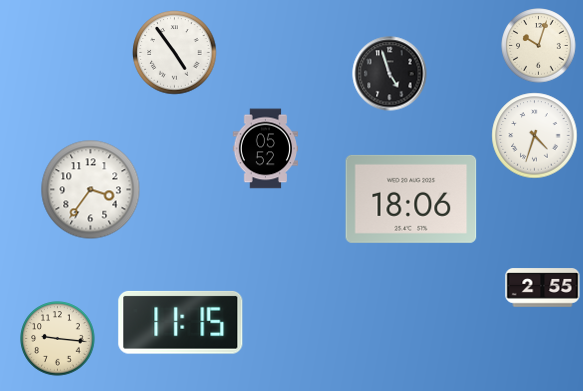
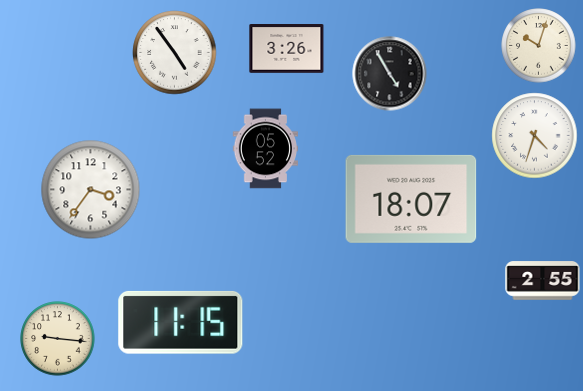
clock at (287, 49): none -> 3:26
clock at (390, 74): 4:57 -> 4:55
clock at (411, 199): 18:06 -> 18:07
clock at (543, 288) position: (543, 288) -> (543, 281)
